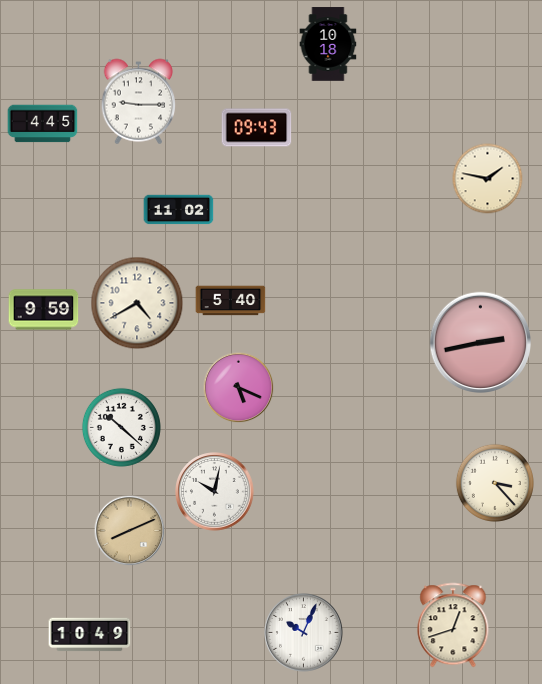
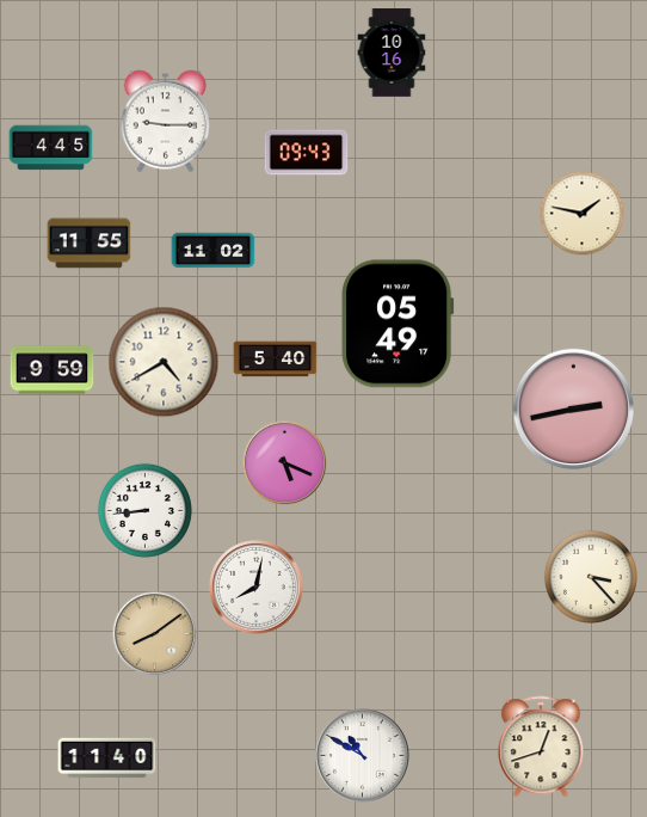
clock at (328, 44): 10:18 -> 10:16
clock at (90, 244): none -> 11:55
clock at (399, 324): none -> 05:49
clock at (121, 427): 10:22 -> 8:44
clock at (215, 492): 10:02 -> 8:02
clock at (130, 531): 8:11 -> 8:09
clock at (304, 633): 10:04 -> 10:50
clock at (90, 635): 10:49 -> 11:40
